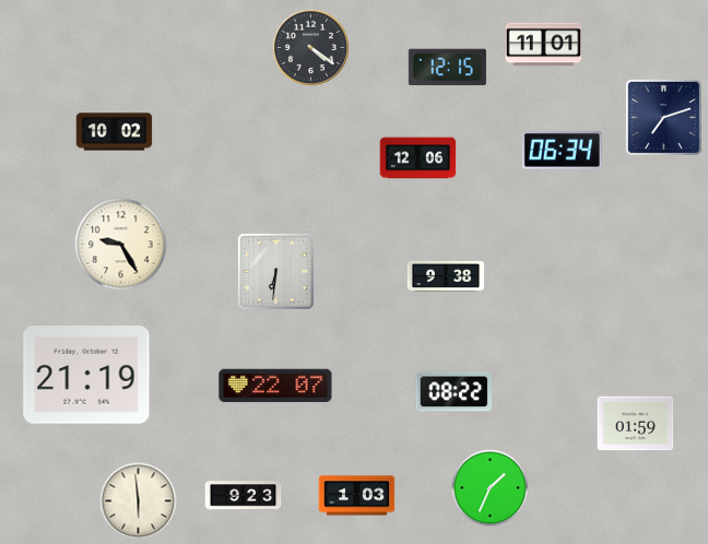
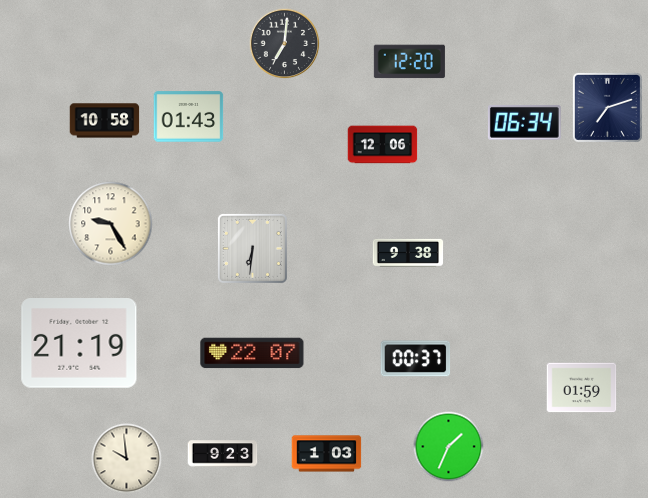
clock at (544, 45): 11:01 -> none
clock at (311, 48): 4:21 -> 7:01
clock at (447, 68): 12:15 -> 12:20
clock at (189, 117): none -> 01:43
clock at (115, 132): 10:02 -> 10:58
clock at (562, 150) position: (562, 150) -> (524, 122)
clock at (455, 392): 08:22 -> 00:37
clock at (139, 501): 5:59 -> 9:59
